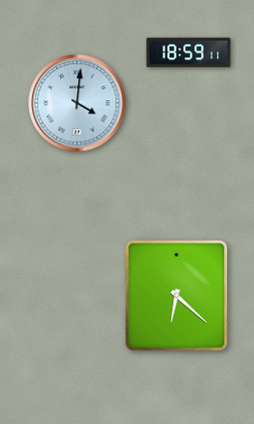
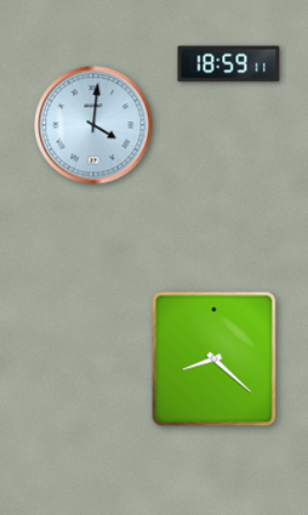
clock at (177, 296): 6:22 -> 8:22
